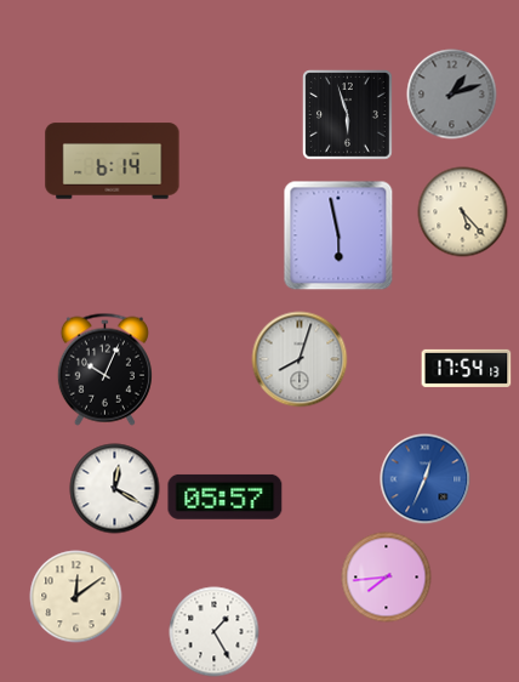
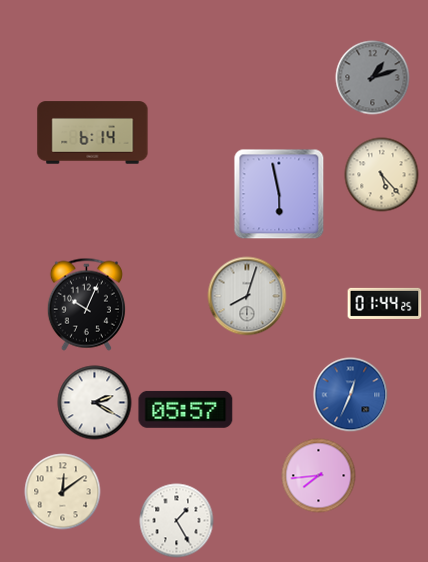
clock at (348, 115): 5:57 -> none
clock at (467, 368): 17:54 -> 01:44
clock at (115, 489): 12:20 -> 2:20
